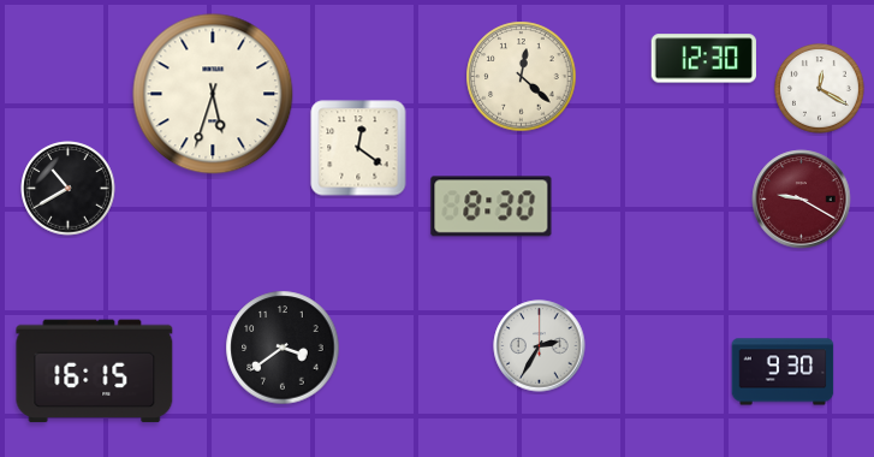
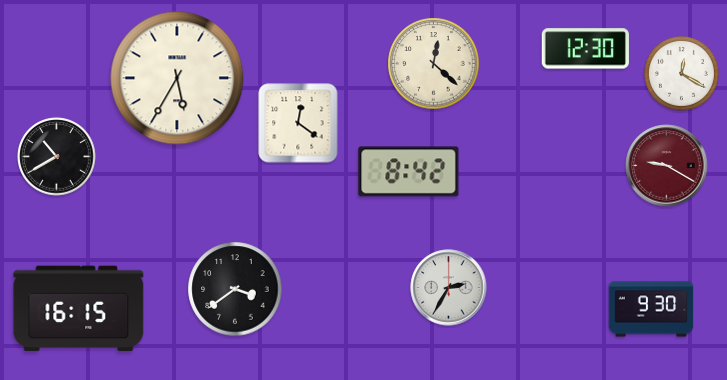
clock at (213, 94): 5:33 -> 5:35
clock at (492, 207): 8:30 -> 8:42
